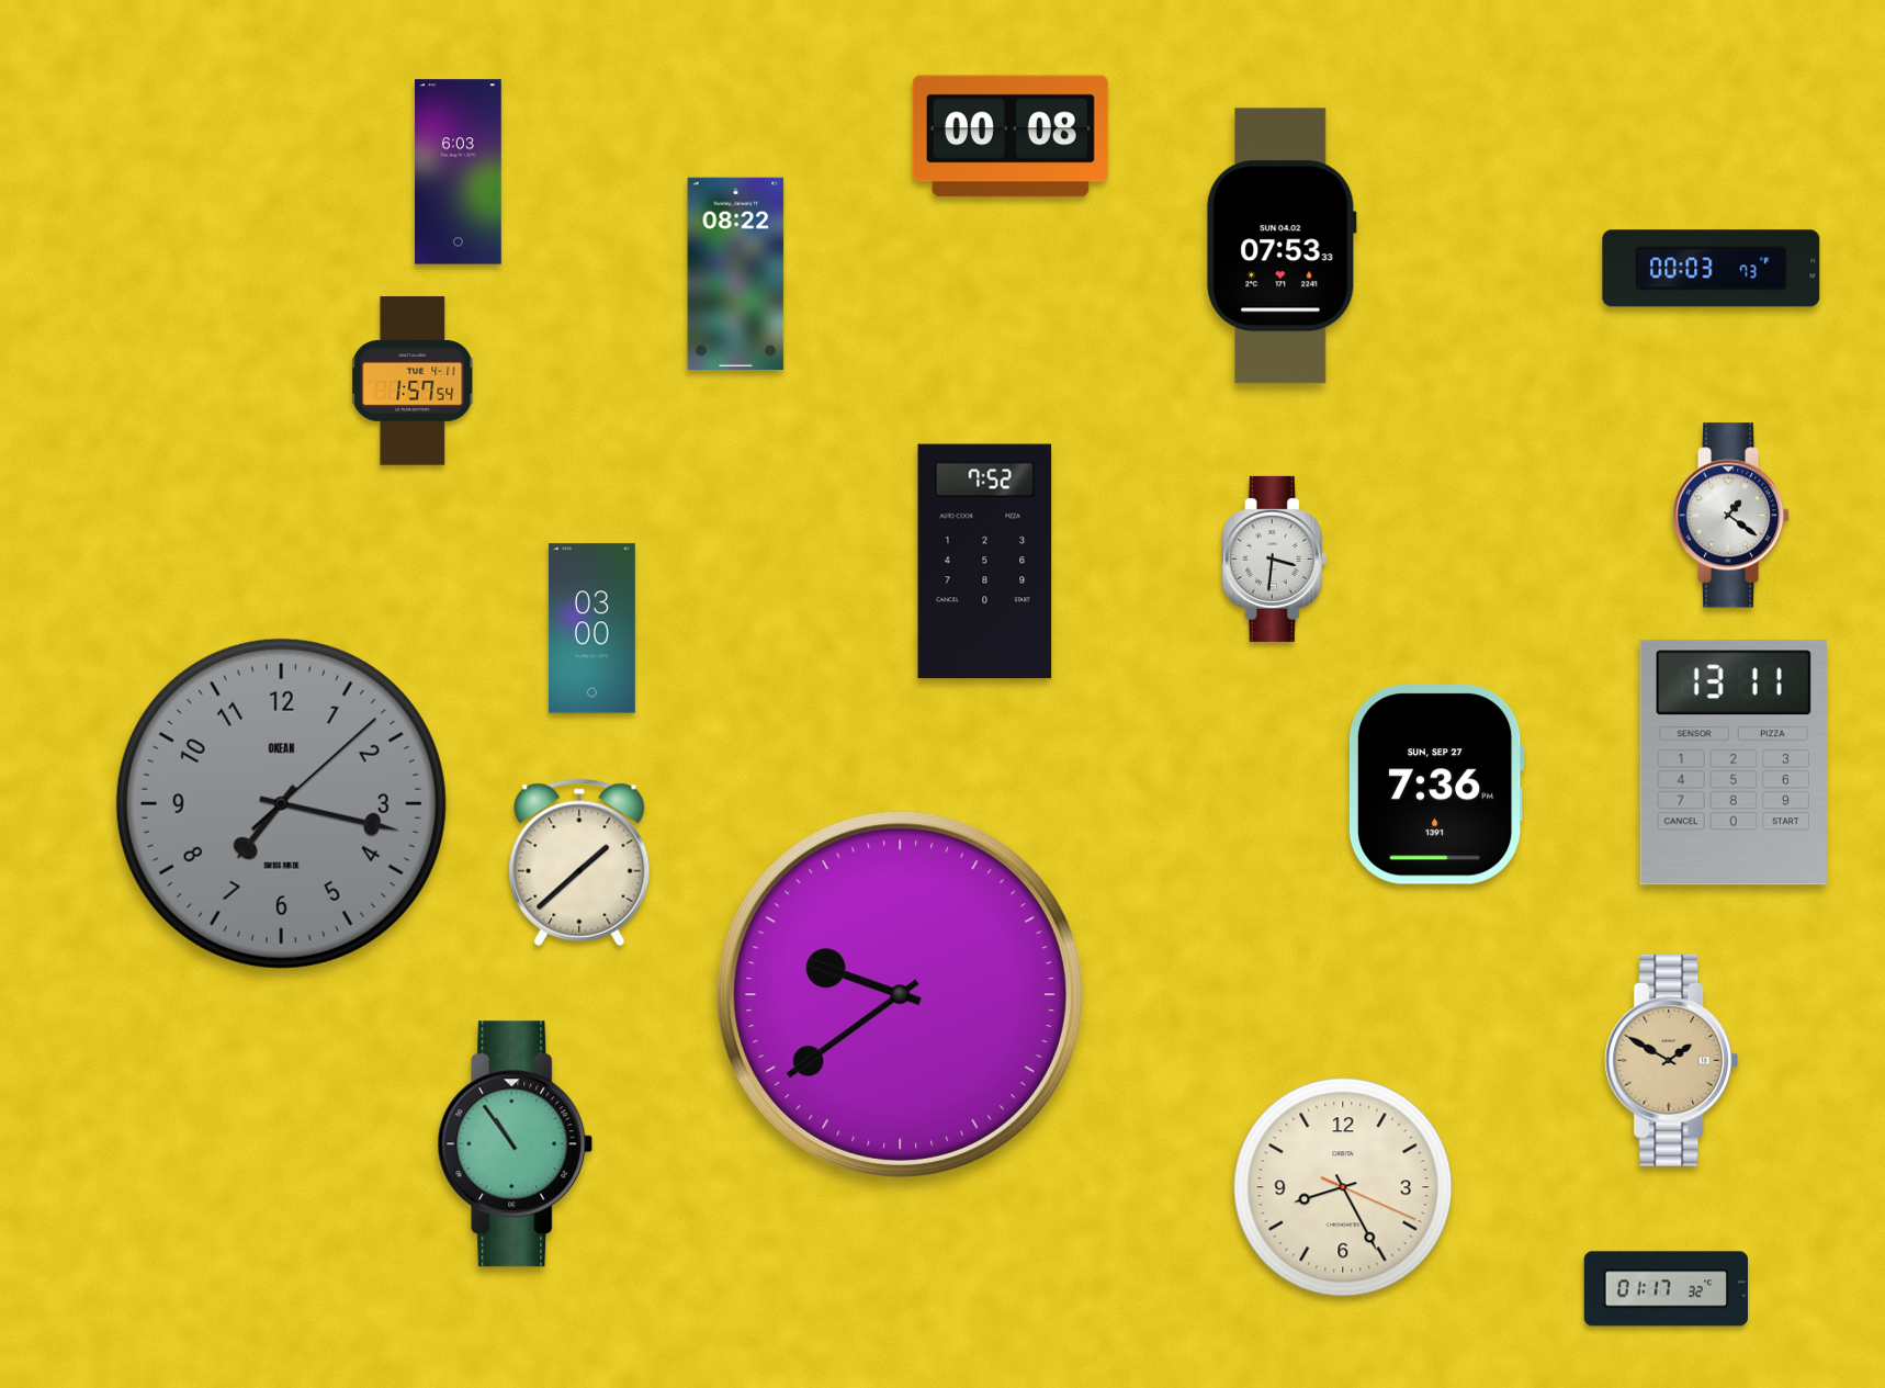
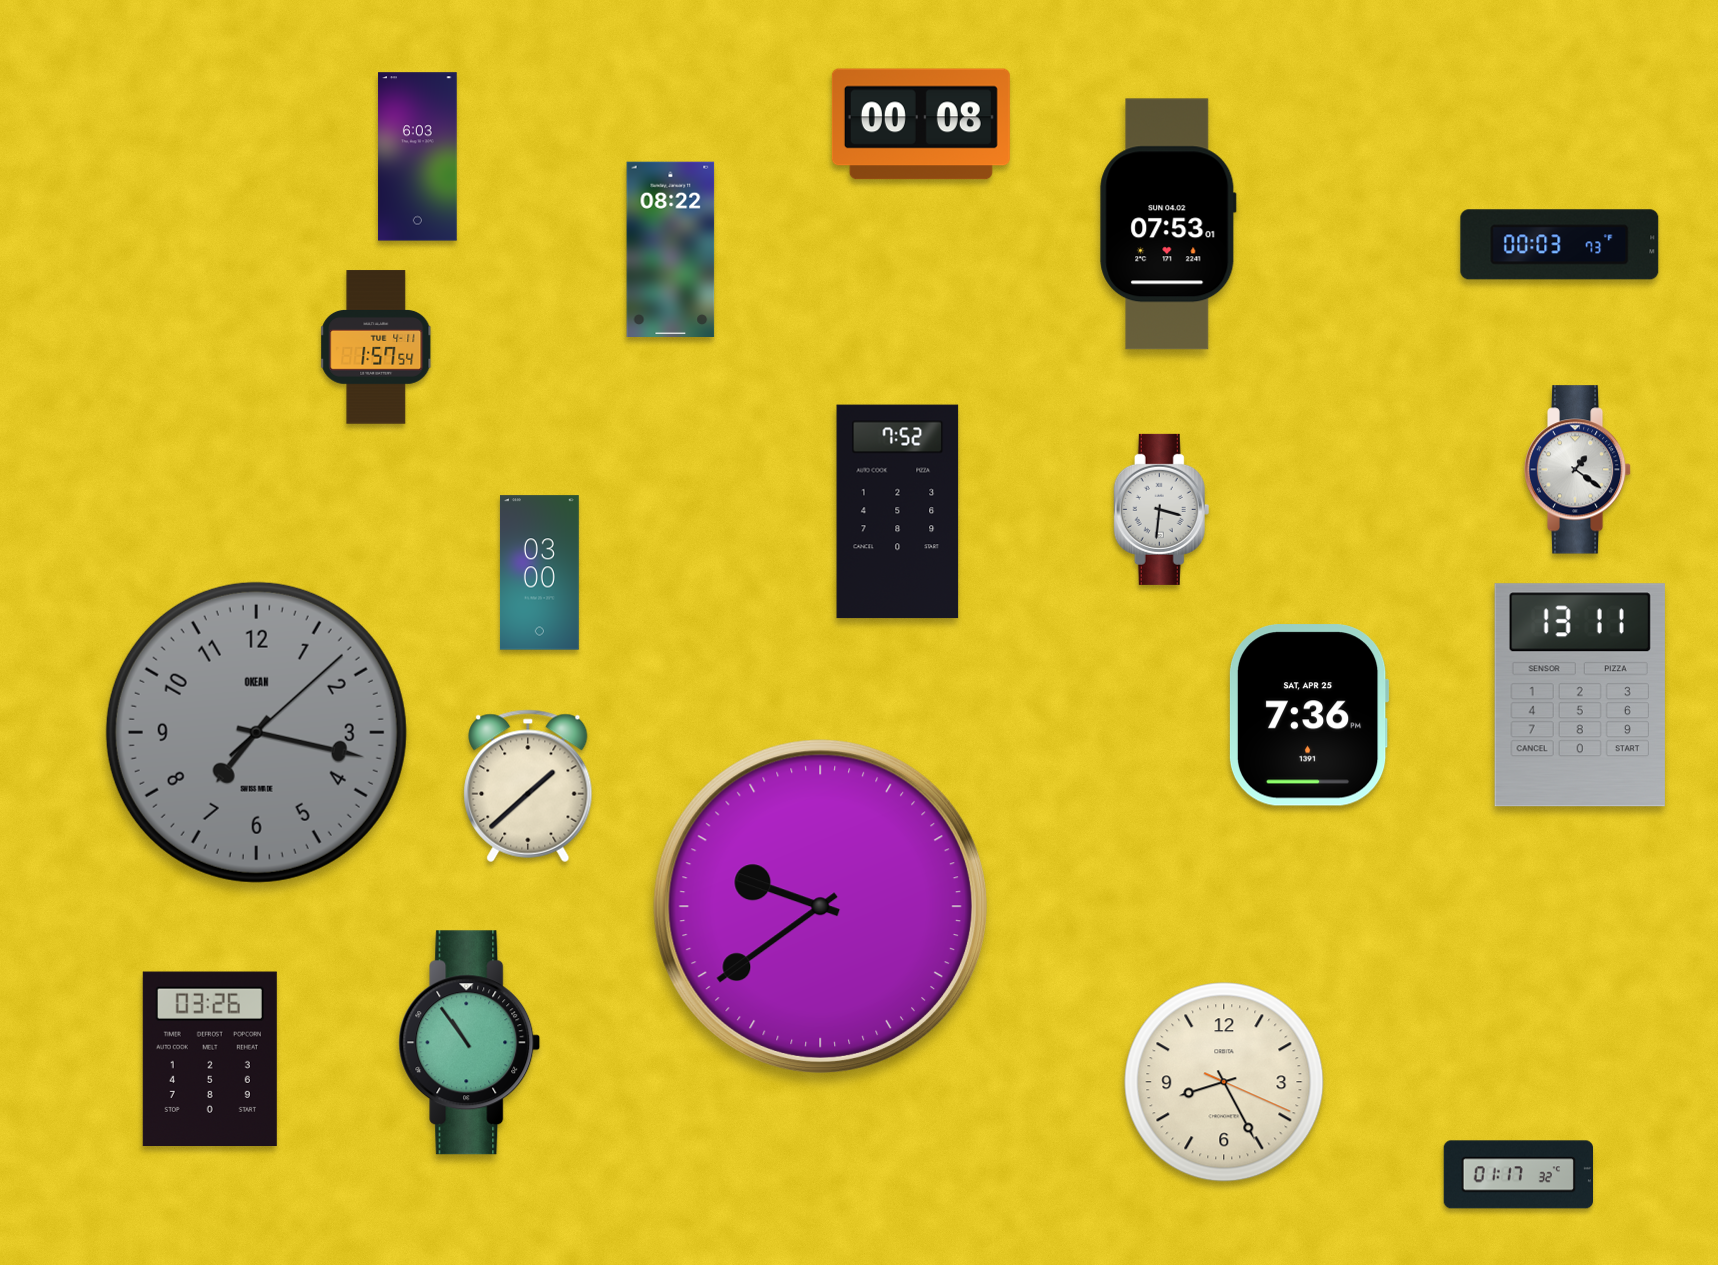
clock at (1282, 246): 07:53:33 -> 07:53:01
clock at (1436, 785) date: SUN, SEP 27 -> SAT, APR 25
clock at (1672, 1060): 1:50 -> none
clock at (210, 1058): none -> 03:26
